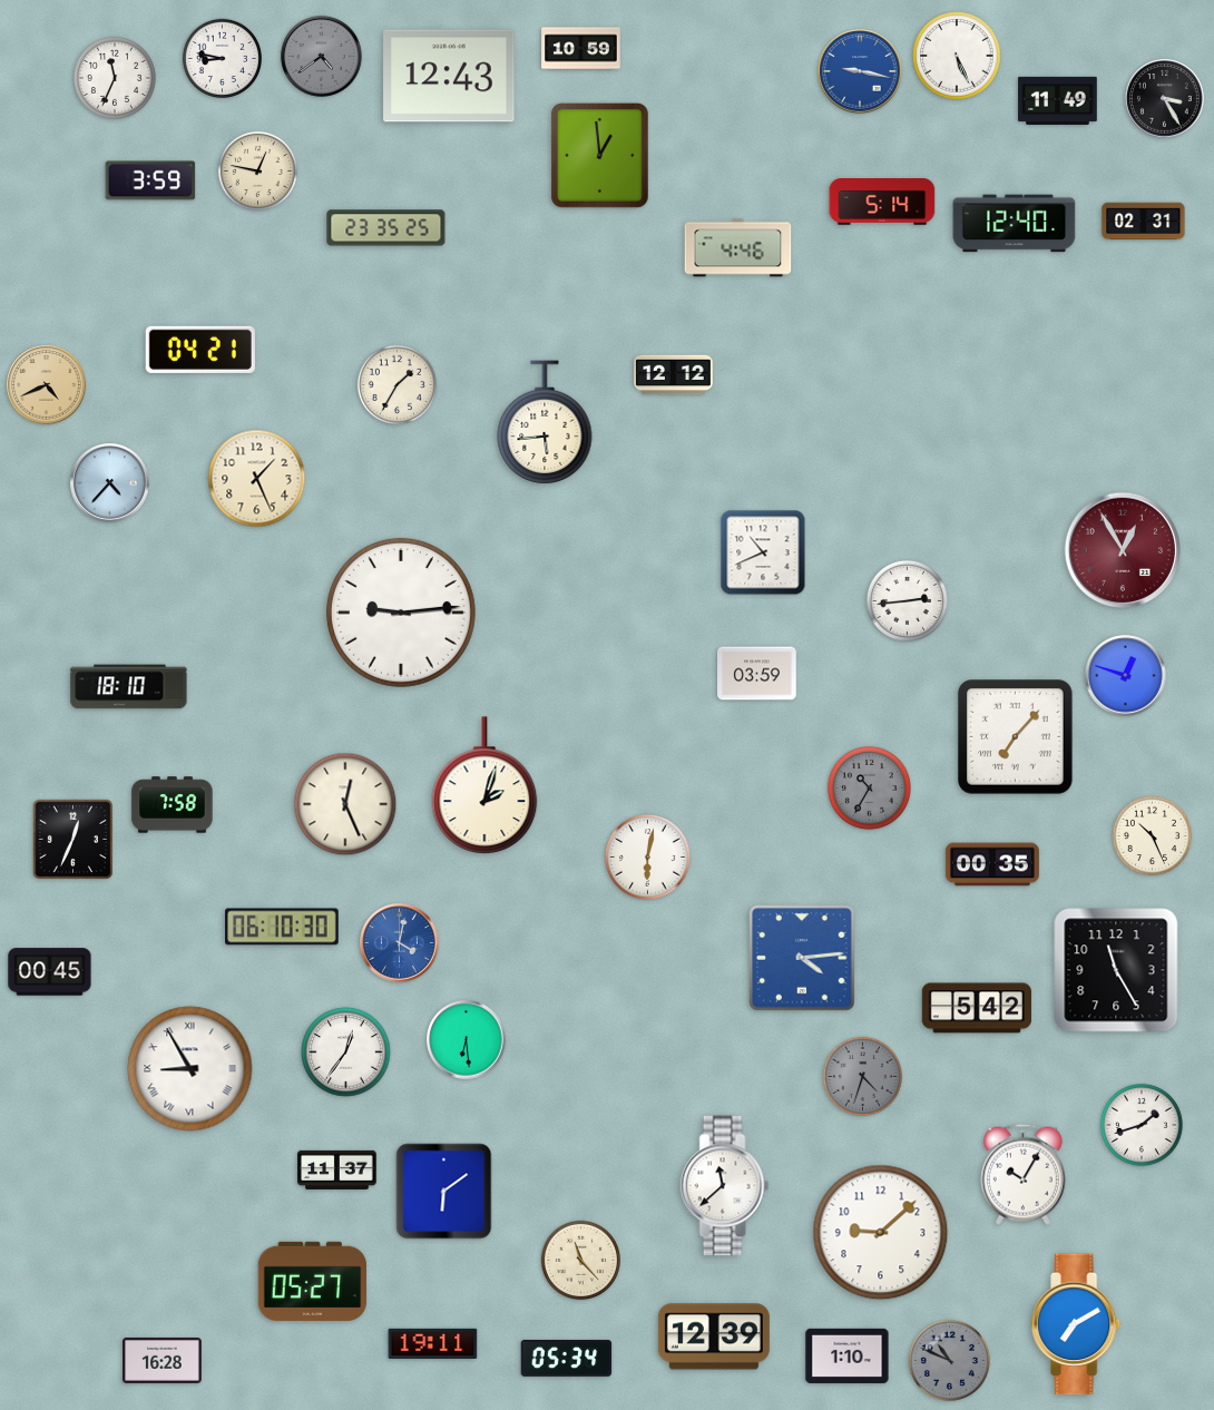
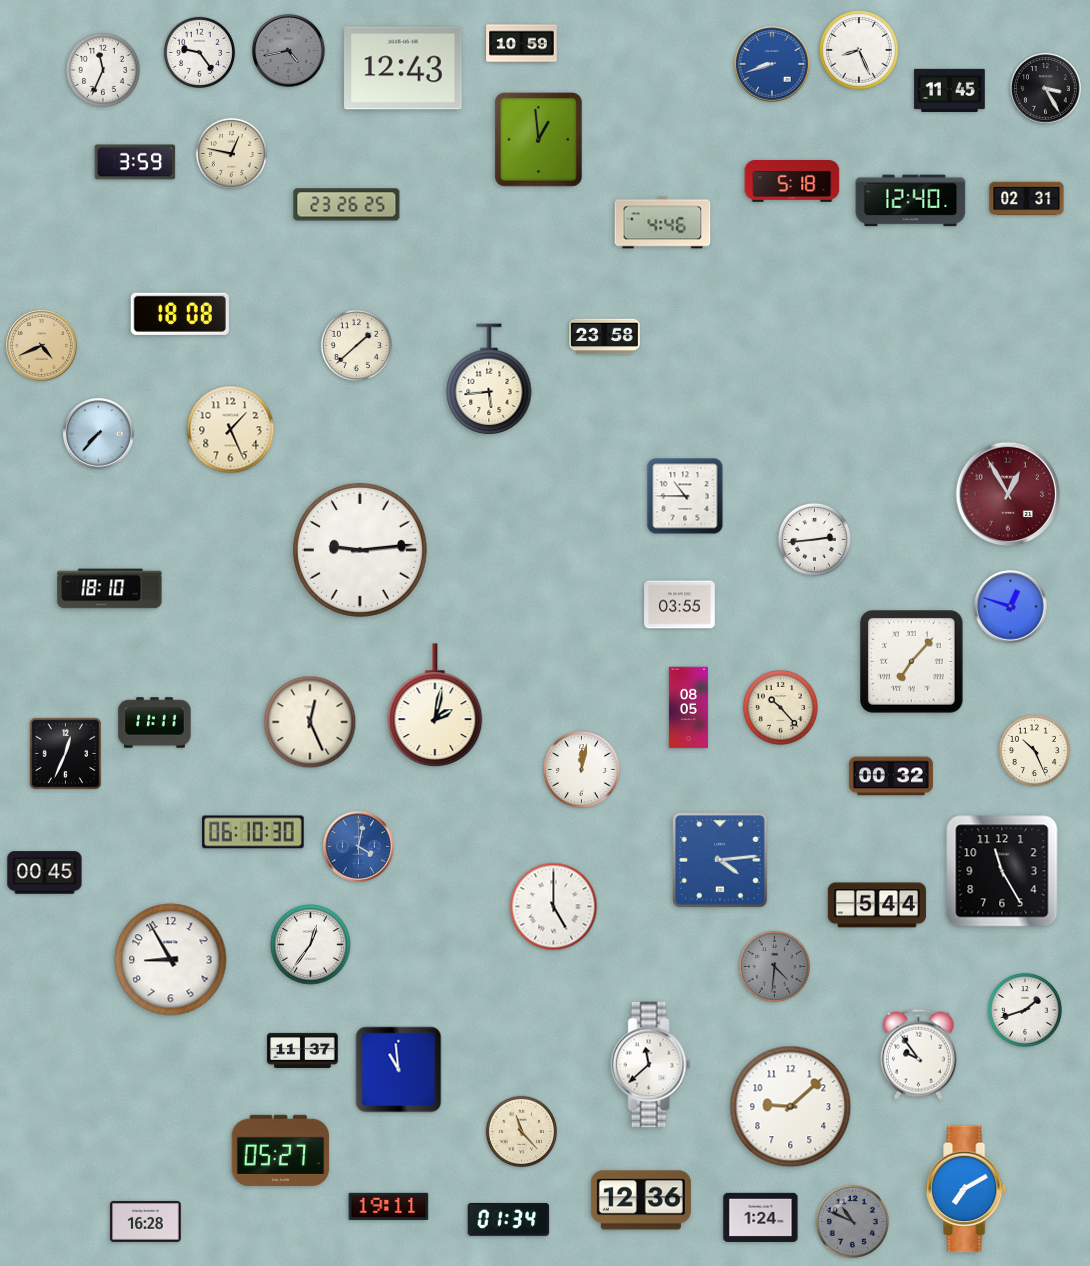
clock at (957, 56): 5:26 -> 8:26
clock at (322, 57): 4:39 -> 4:43
clock at (222, 58): 8:47 -> 9:24
clock at (860, 71): 9:17 -> 8:42
clock at (1058, 100): 11:49 -> 11:45
clock at (882, 203): 5:14 -> 5:18
clock at (386, 228): 23:35 -> 23:26
clock at (200, 350): 04:21 -> 18:08
clock at (674, 375): 12:12 -> 23:58
clock at (396, 384): 1:35 -> 1:38
clock at (110, 483): 4:37 -> 7:37
clock at (763, 552): 10:41 -> 10:45
clock at (757, 674): 03:59 -> 03:55
clock at (129, 687) position: (129, 687) -> (110, 589)
clock at (484, 785): 2:03 -> 2:02
clock at (869, 787): 10:35 -> 10:23
clock at (869, 787) dial: grey -> cream
clock at (688, 708): none -> 08:05
clock at (173, 805): 7:58 -> 11:11
clock at (648, 858): 6:02 -> 12:02
clock at (992, 864): 00:35 -> 00:32
clock at (977, 1008): 5:42 -> 5:44
clock at (554, 907): none -> 5:00
clock at (467, 1040): 6:29 -> none
clock at (190, 1069) numerals: Roman -> Arabic
clock at (862, 1076): 4:33 -> 4:31
clock at (1022, 1174): 10:05 -> 9:54
clock at (444, 1192): 6:09 -> 10:59
clock at (714, 1336): 12:39 -> 12:36
clock at (848, 1355): 1:10 -> 1:24
clock at (567, 1358): 05:34 -> 01:34
